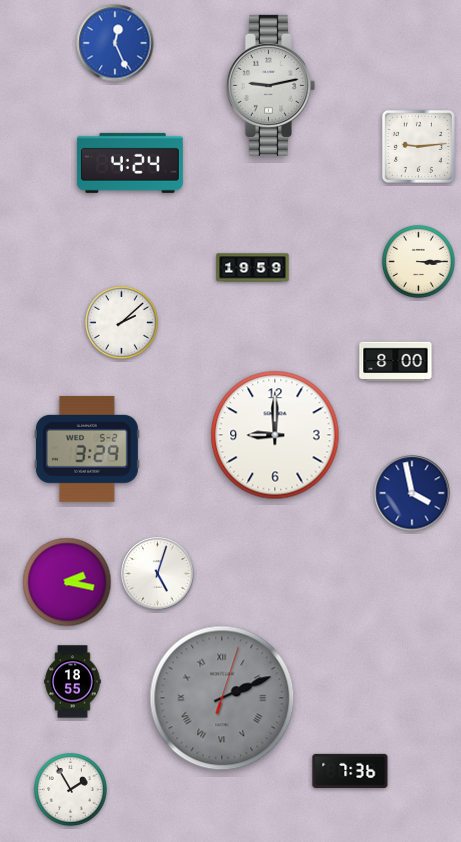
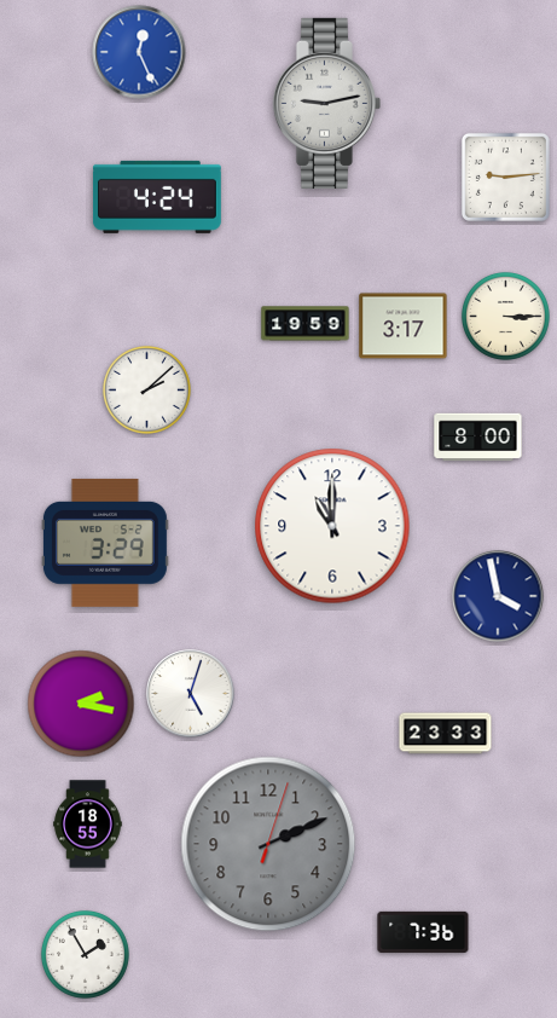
clock at (404, 326): none -> 3:17
clock at (275, 435): 9:00 -> 11:00
clock at (446, 734): none -> 23:33
clock at (222, 698) numerals: Roman -> Arabic
